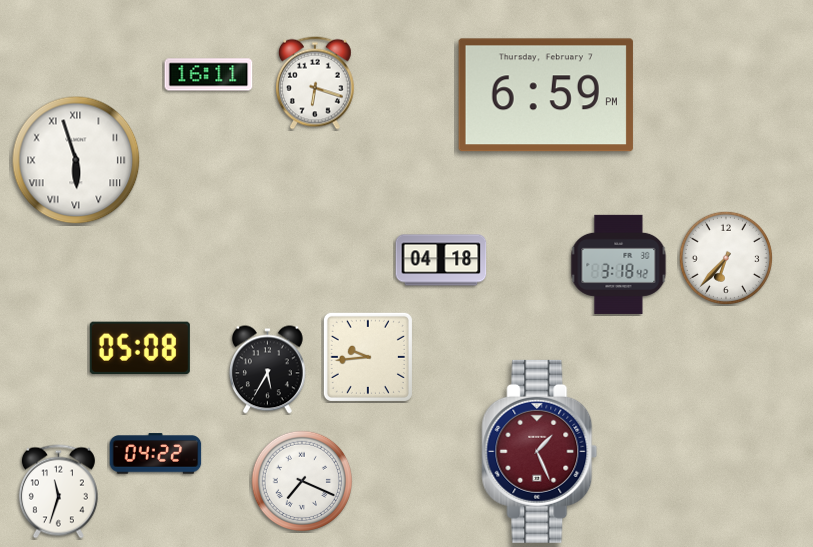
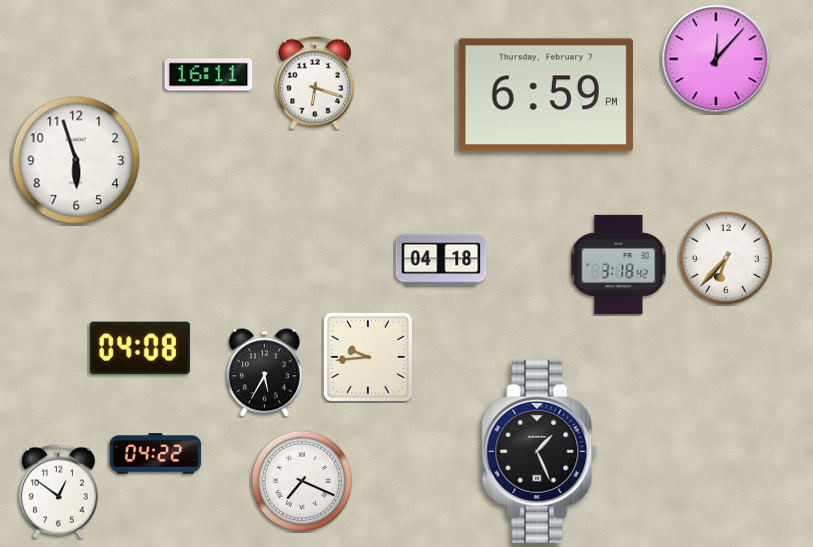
clock at (716, 59): none -> 12:07
clock at (76, 160) numerals: Roman -> Arabic
clock at (140, 347): 05:08 -> 04:08
clock at (267, 370) position: (267, 370) -> (264, 373)
clock at (540, 451) dial: burgundy -> black
clock at (58, 492): 11:33 -> 12:51
